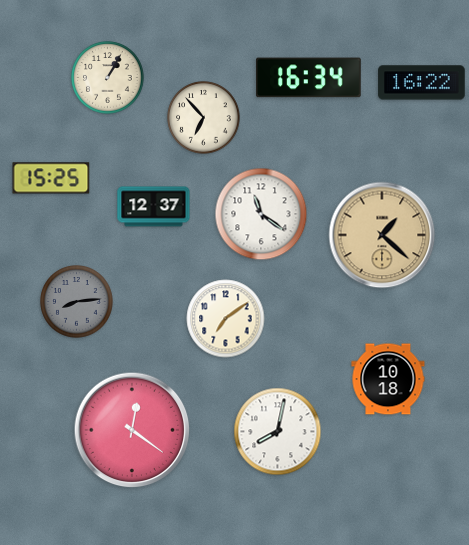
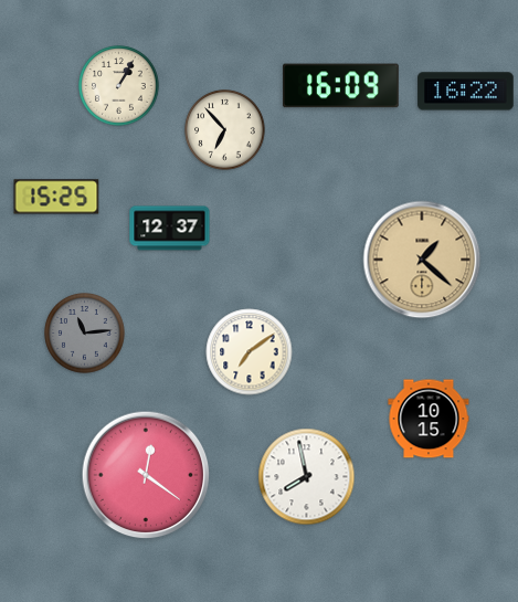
clock at (309, 78): 16:34 -> 16:09
clock at (261, 214): 11:21 -> none
clock at (77, 302): 8:14 -> 11:14
clock at (388, 379): 10:18 -> 10:15
clock at (278, 432): 8:02 -> 7:58
